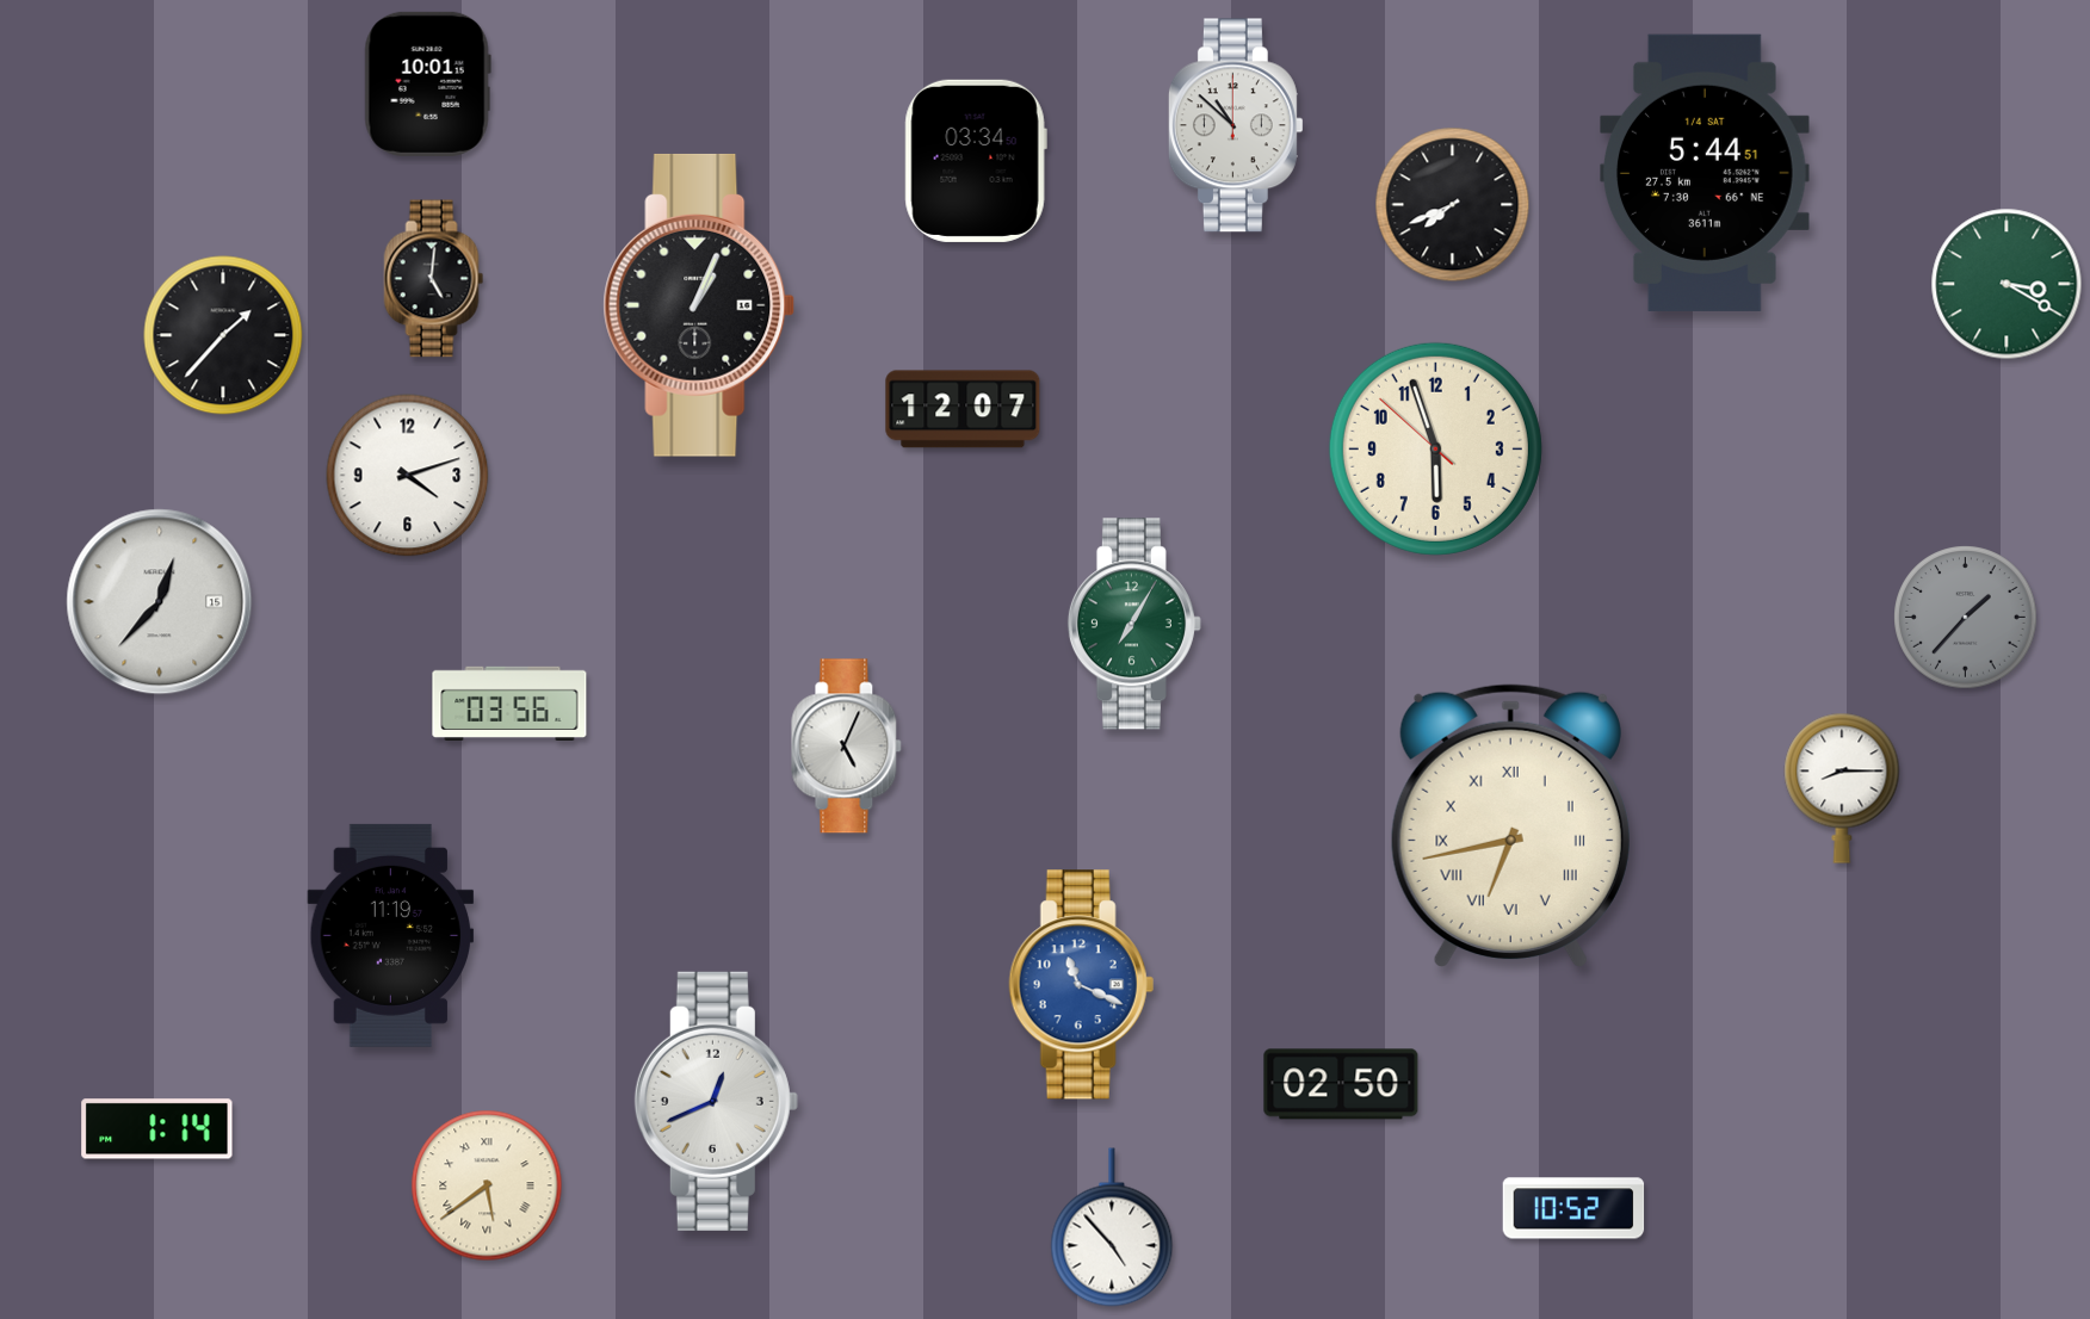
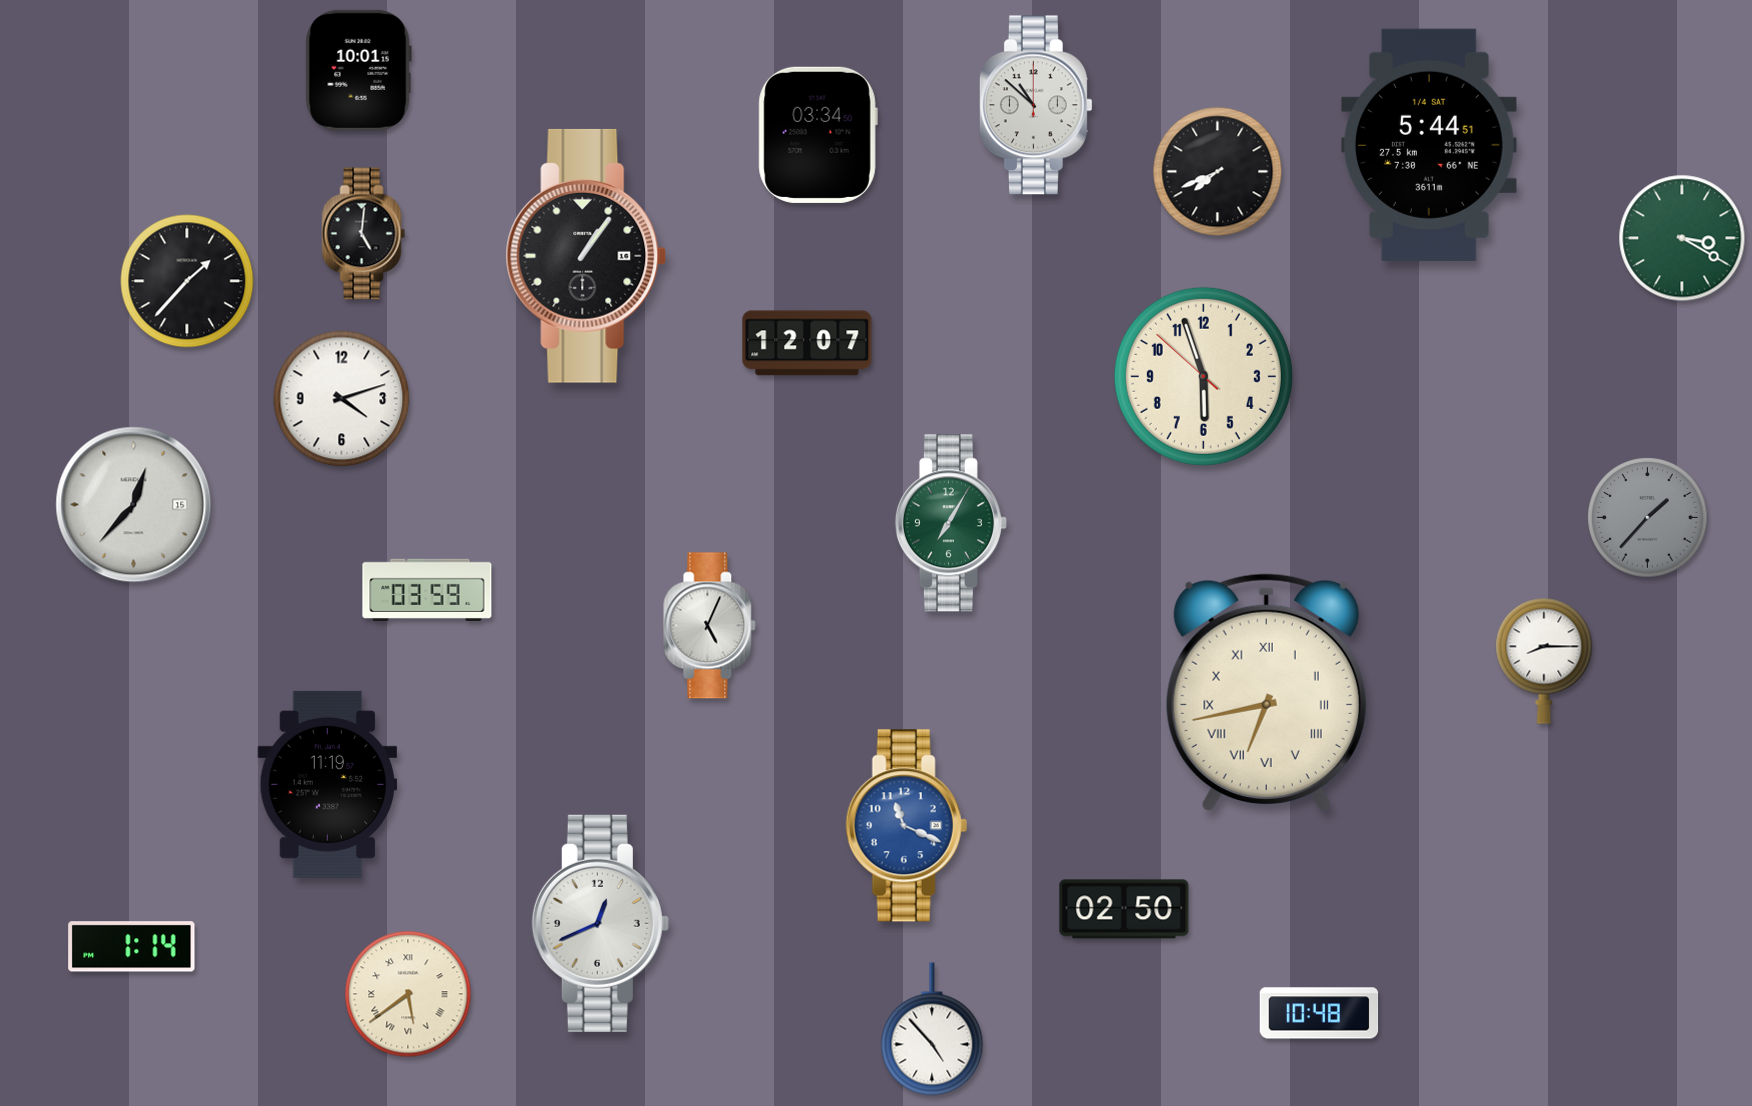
clock at (699, 305): 1:04 -> 1:06
clock at (509, 702): 03:56 -> 03:59
clock at (1573, 1208): 10:52 -> 10:48
